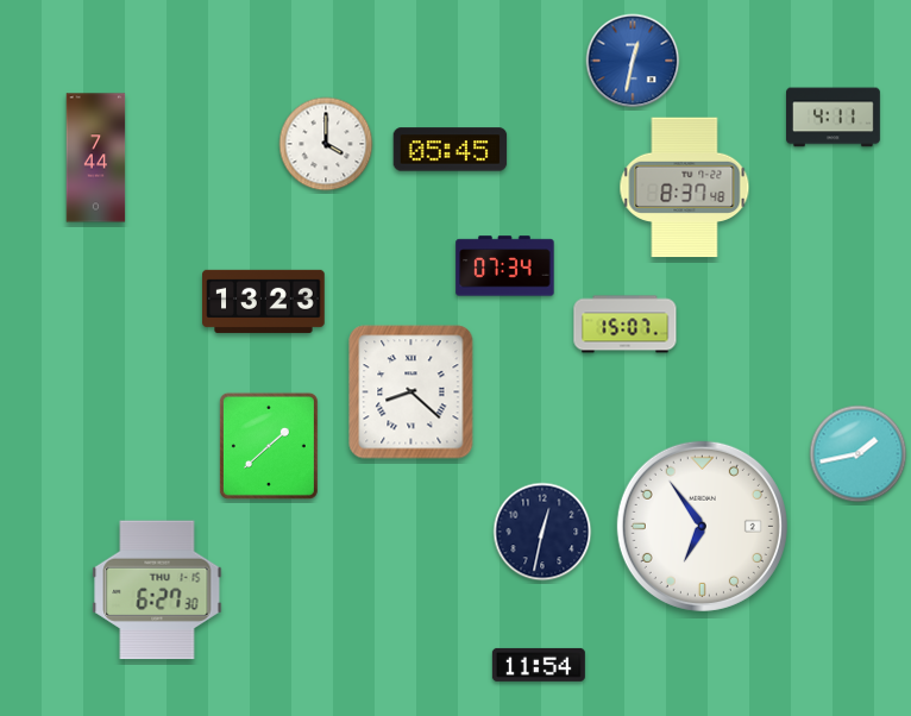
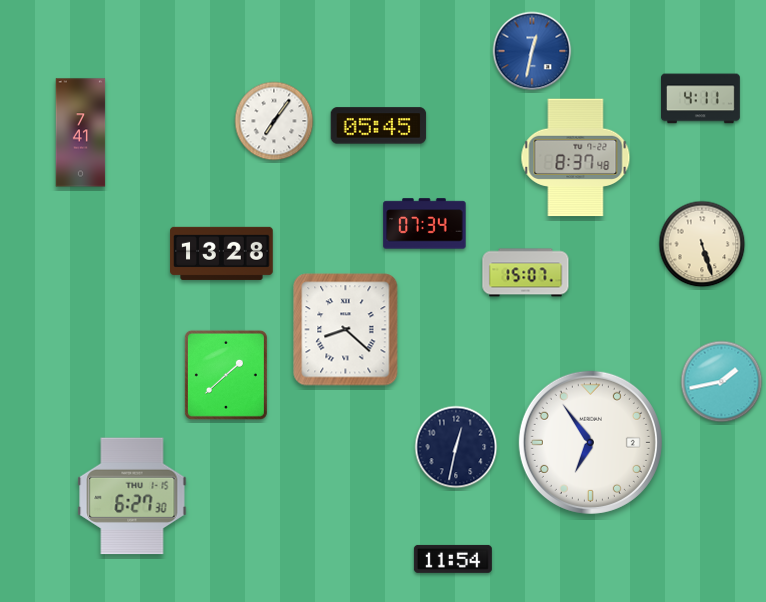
clock at (326, 144): 4:00 -> 7:06
clock at (96, 158): 7:44 -> 7:41
clock at (702, 244): none -> 5:27
clock at (264, 301): 13:23 -> 13:28
